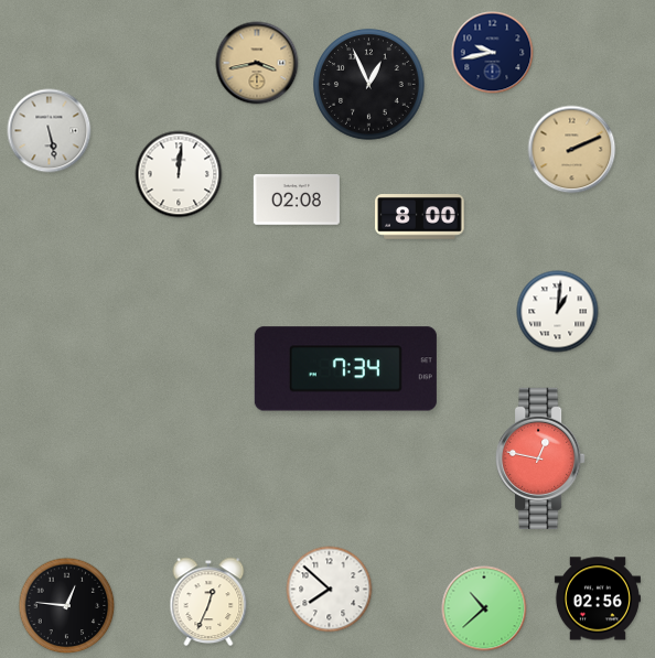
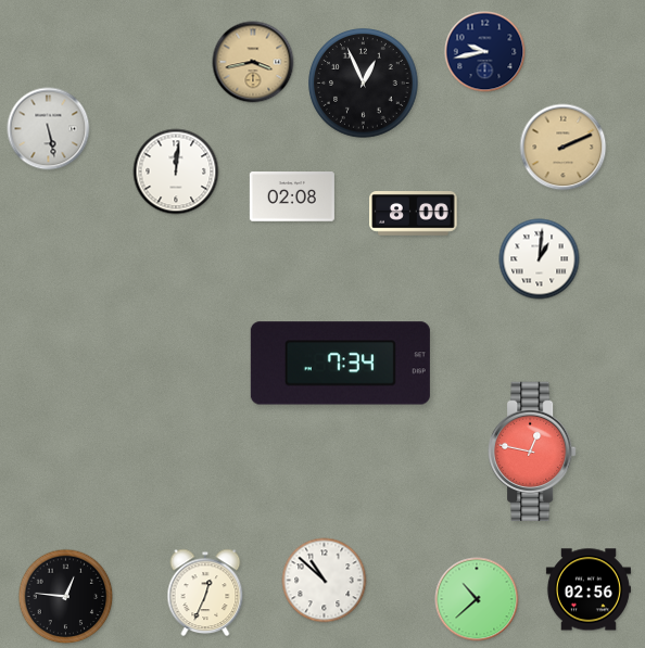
clock at (558, 312) position: (558, 312) -> (540, 259)
clock at (330, 590): 7:52 -> 10:52
